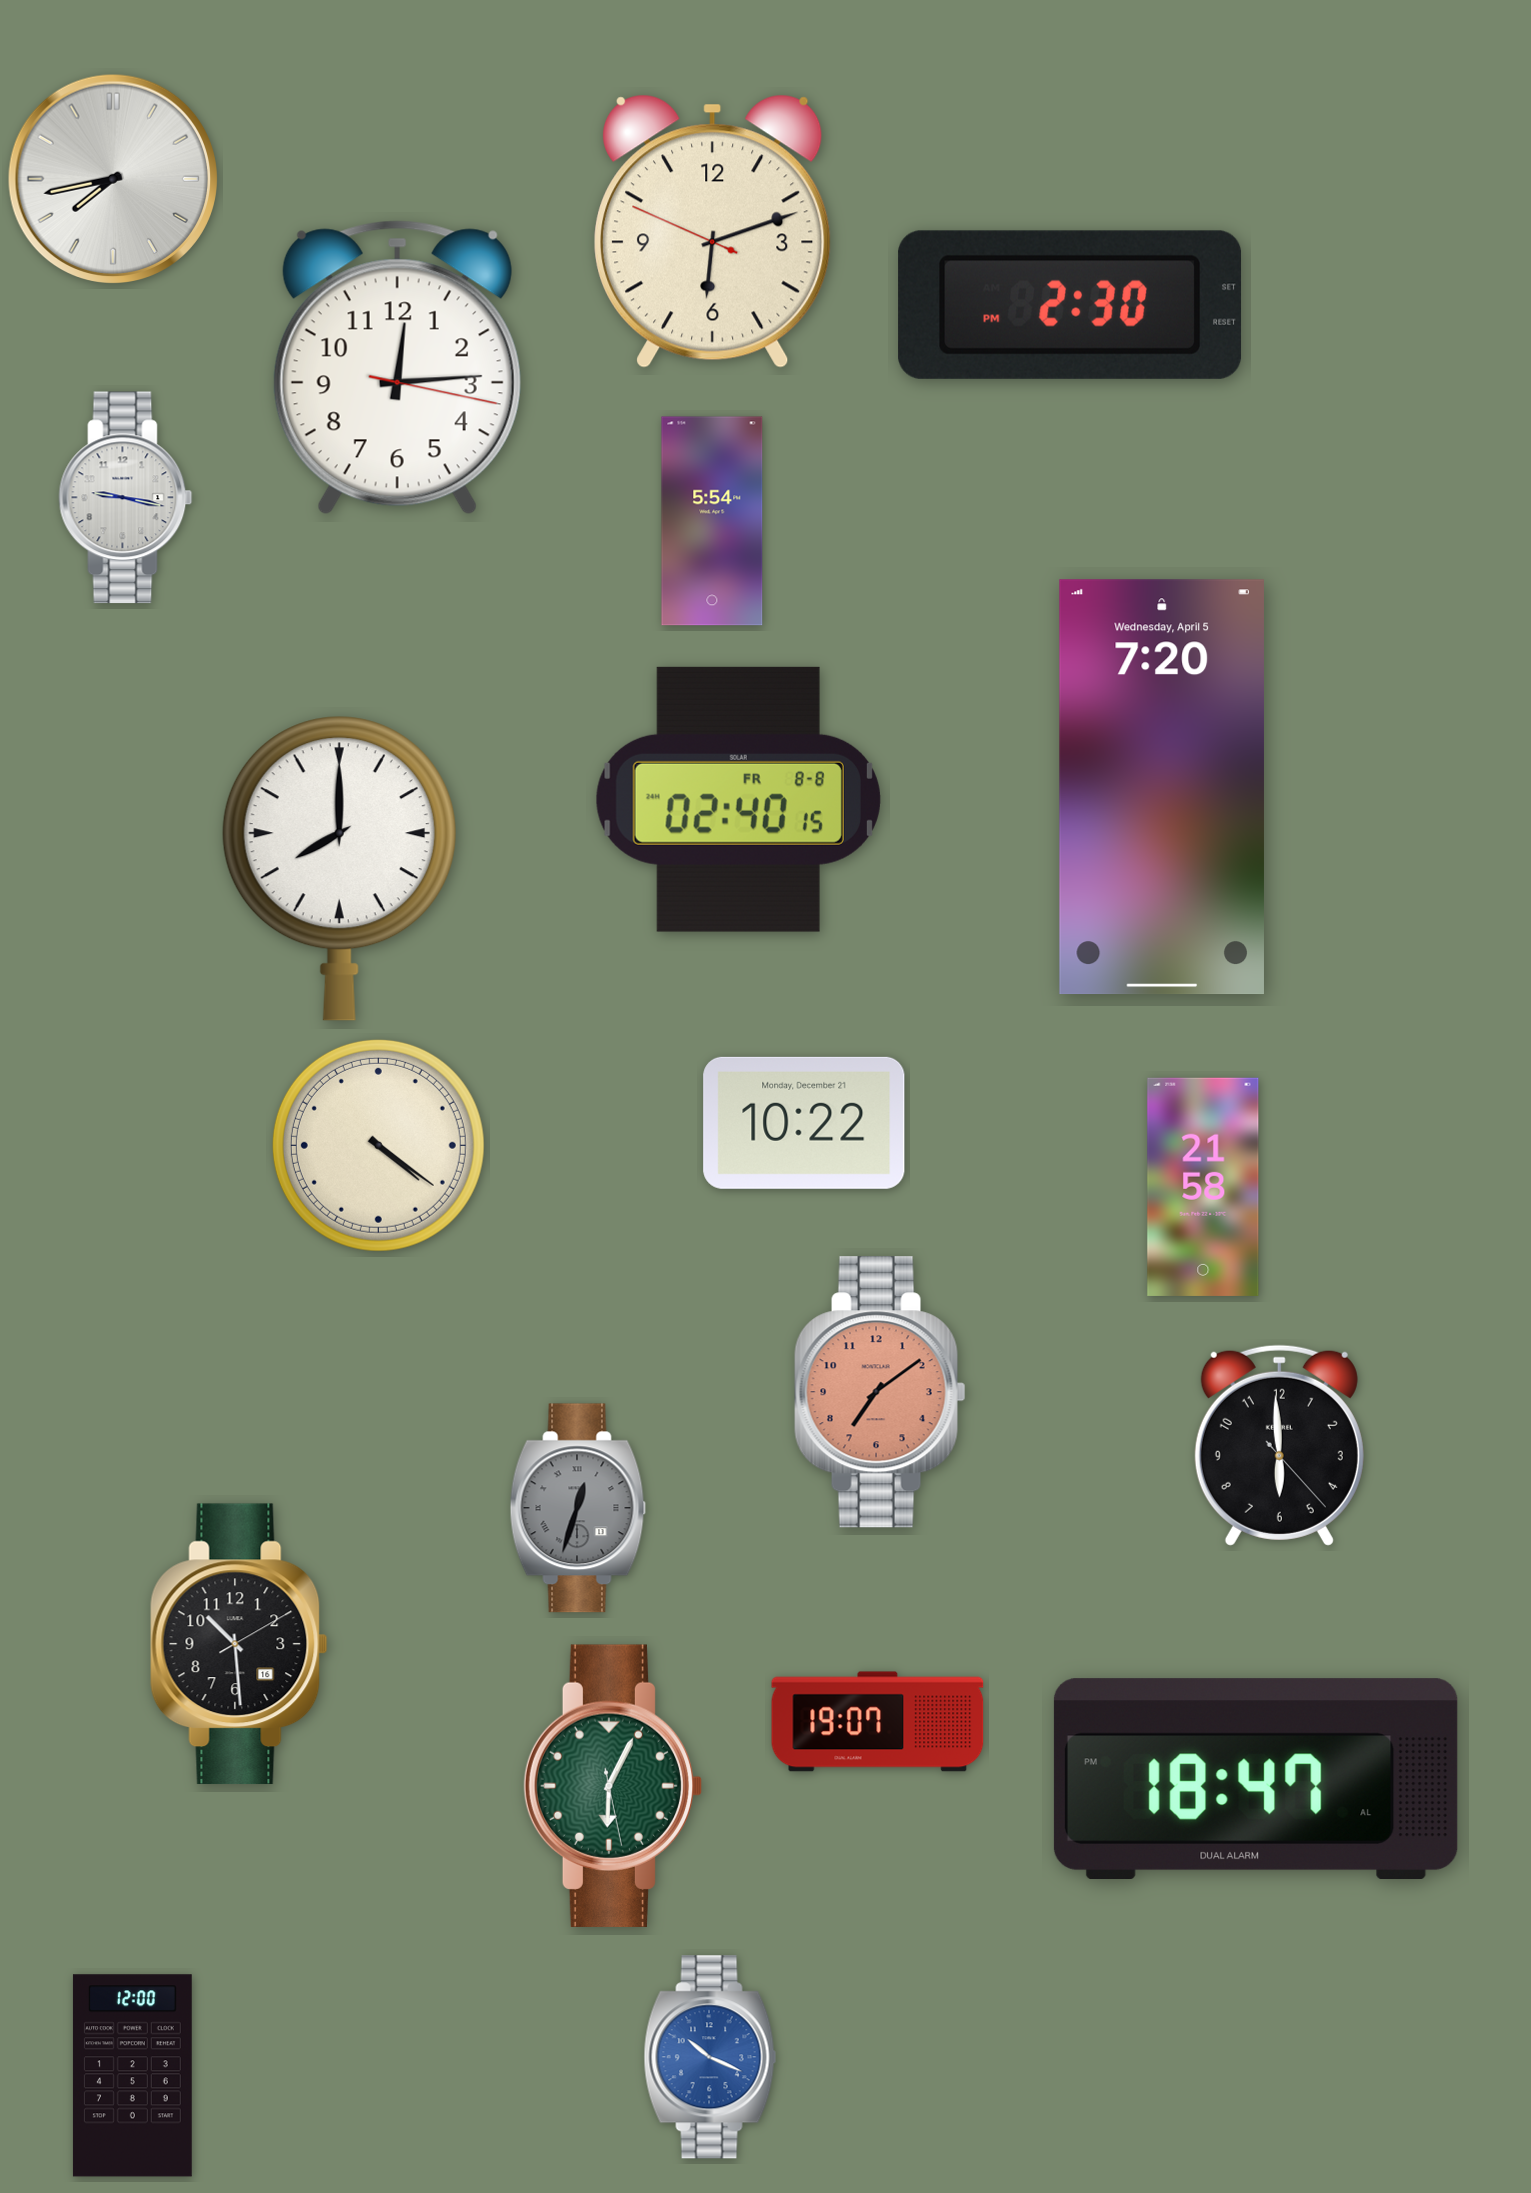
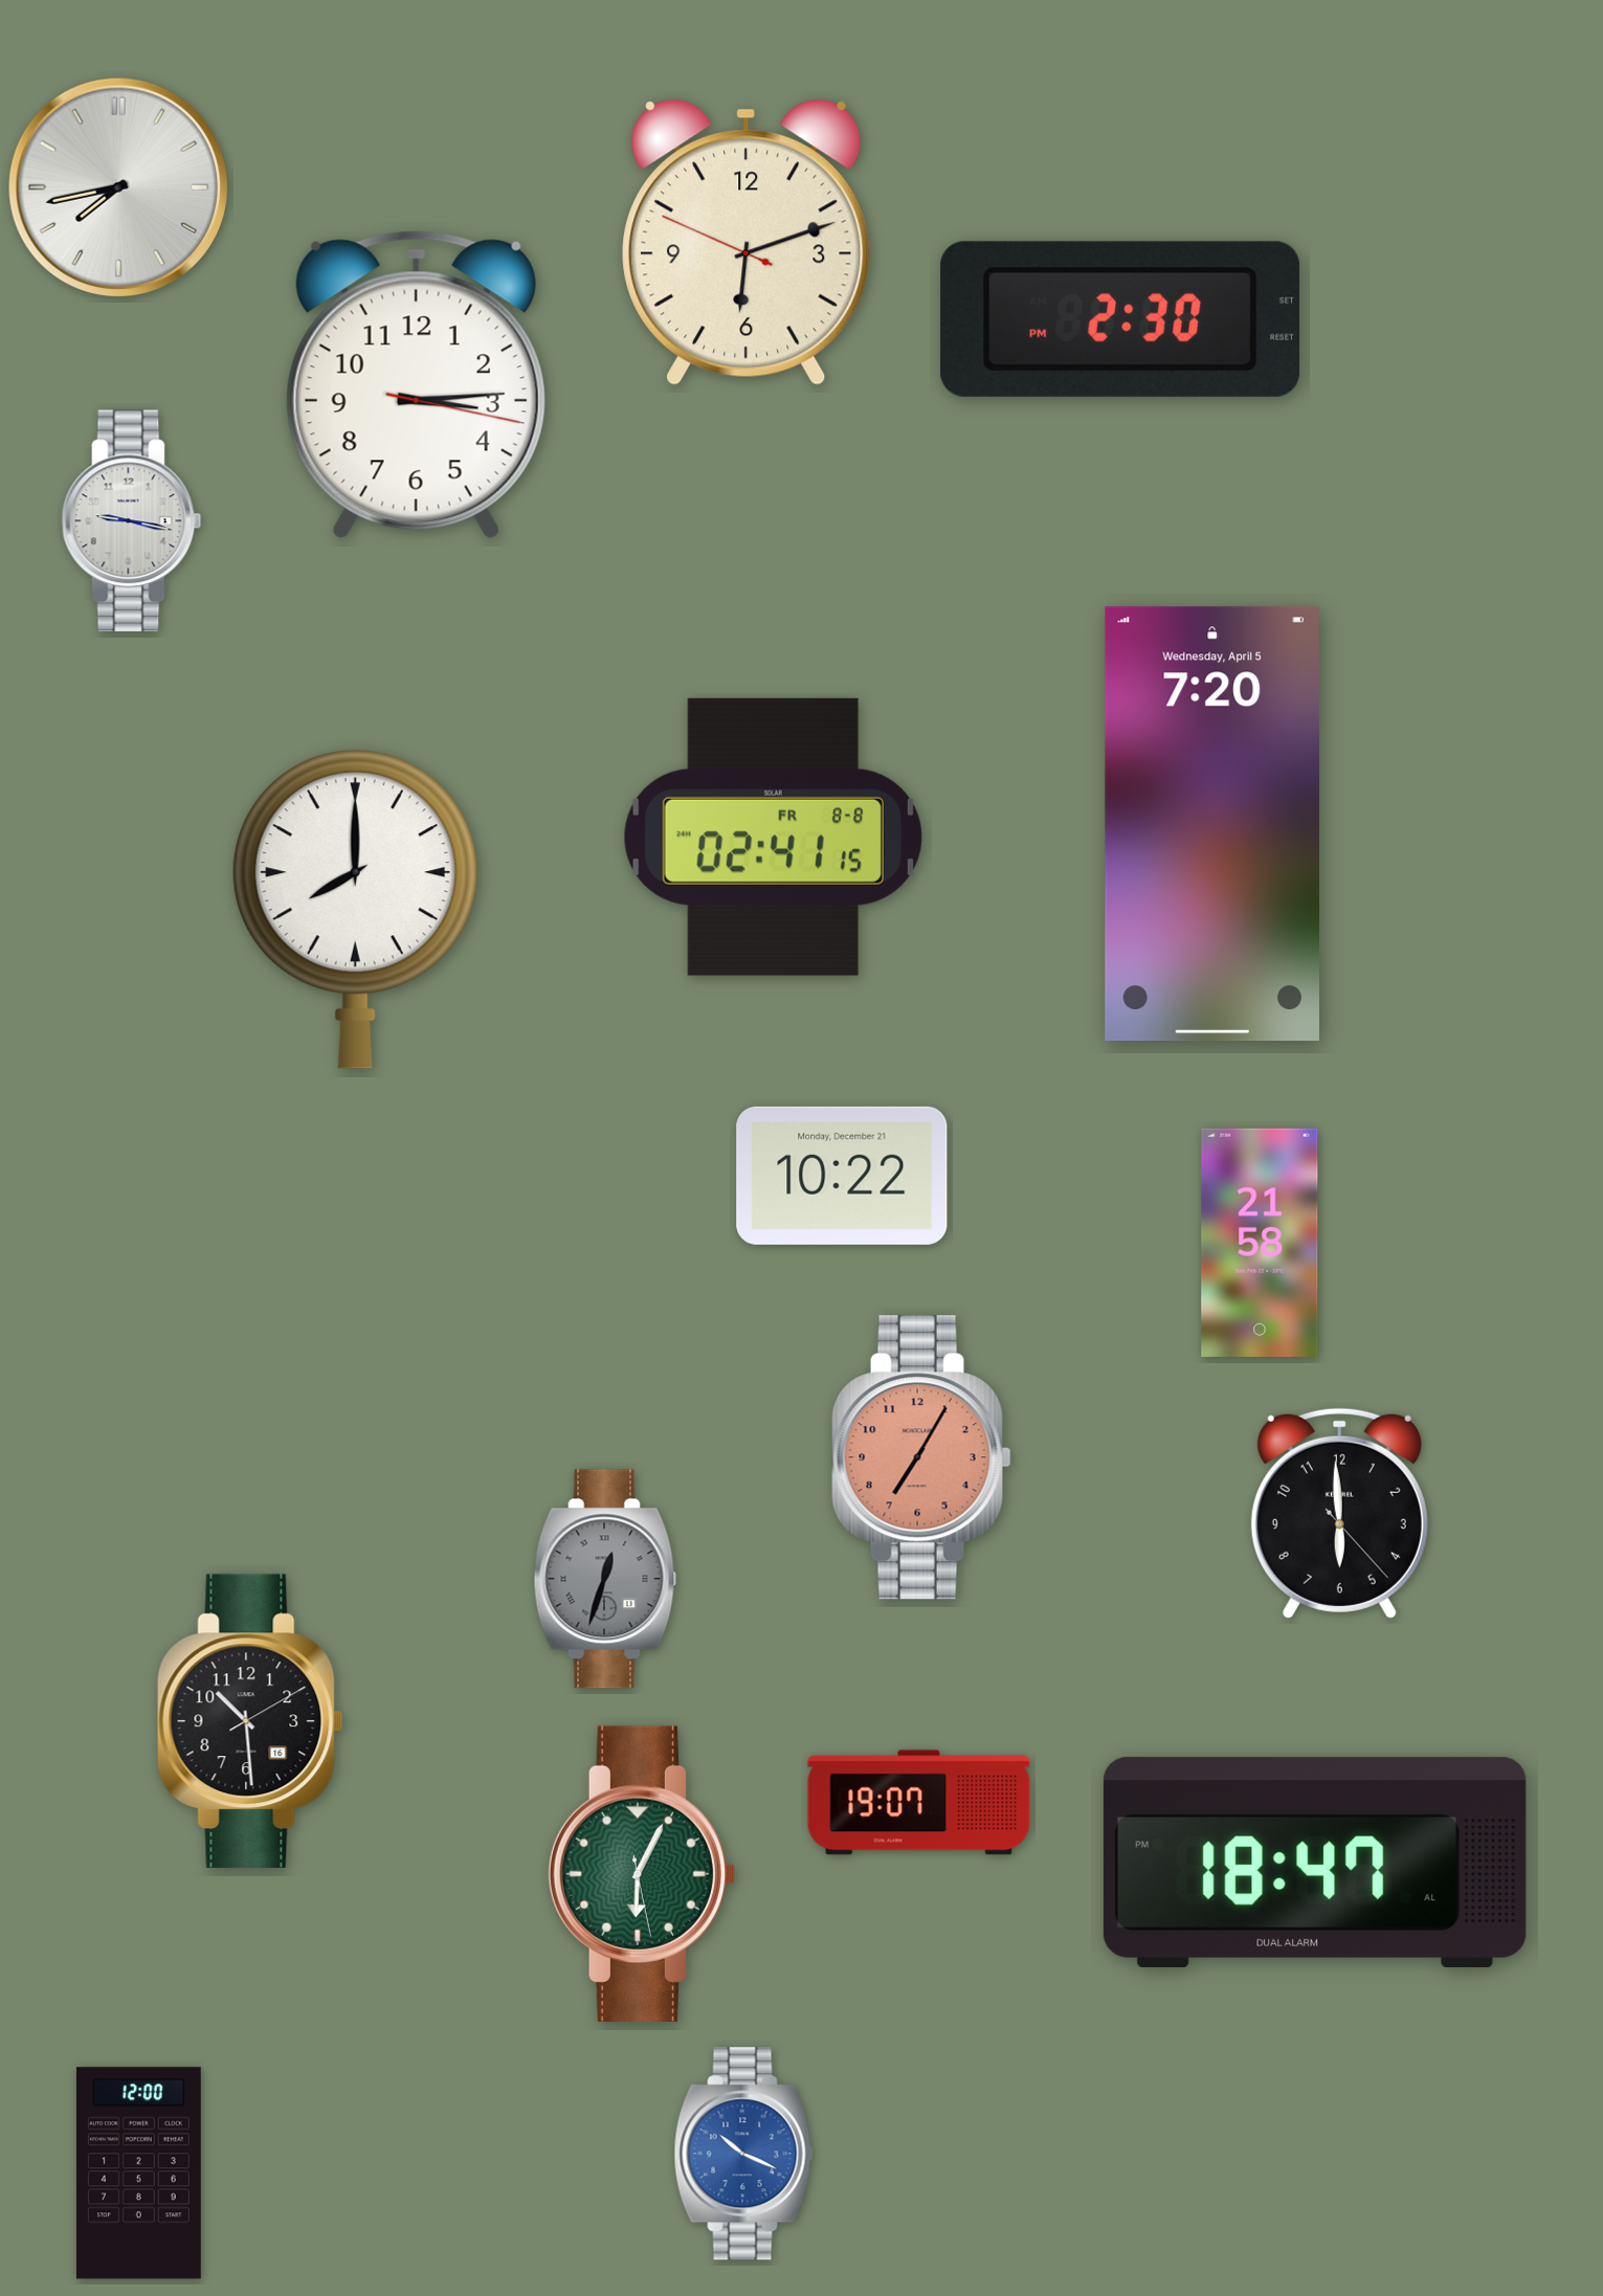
clock at (397, 368): 12:14 -> 3:14
clock at (712, 521): 5:54 -> none
clock at (1162, 787) position: (1162, 787) -> (1212, 824)
clock at (738, 799): 02:40 -> 02:41
clock at (378, 1145): 4:21 -> none
clock at (880, 1392): 7:09 -> 7:05
clock at (613, 1786) position: (613, 1786) -> (642, 1874)
